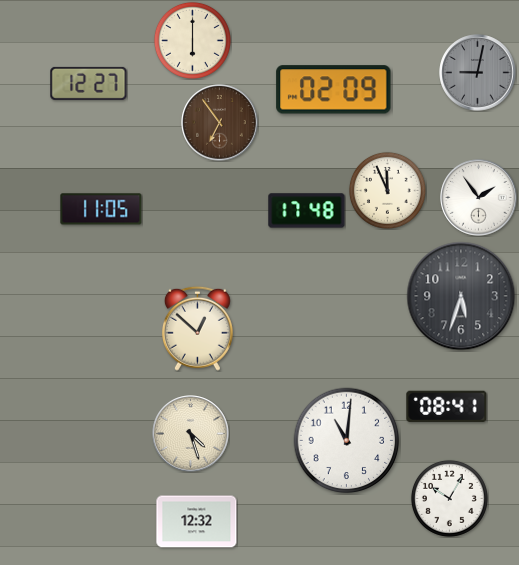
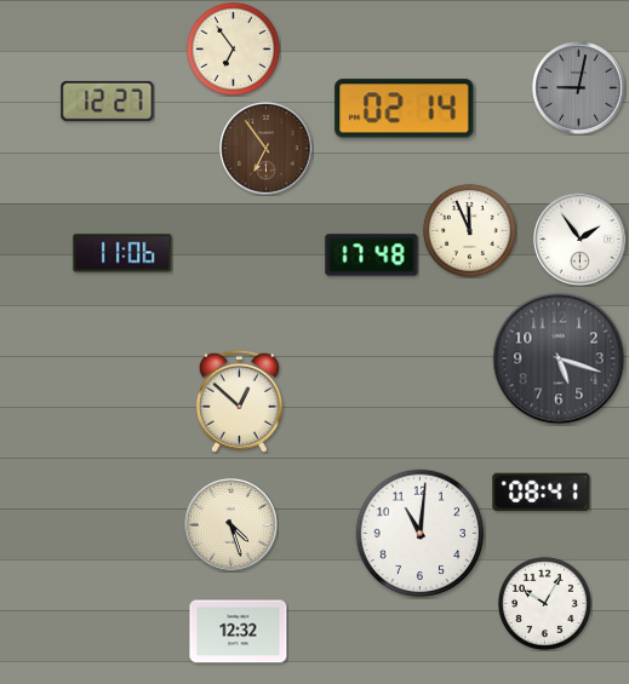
clock at (192, 40): 6:00 -> 6:54
clock at (334, 90): 02:09 -> 02:14
clock at (101, 209): 11:05 -> 11:06
clock at (461, 296): 5:33 -> 5:18
clock at (197, 328) position: (197, 328) -> (239, 401)
